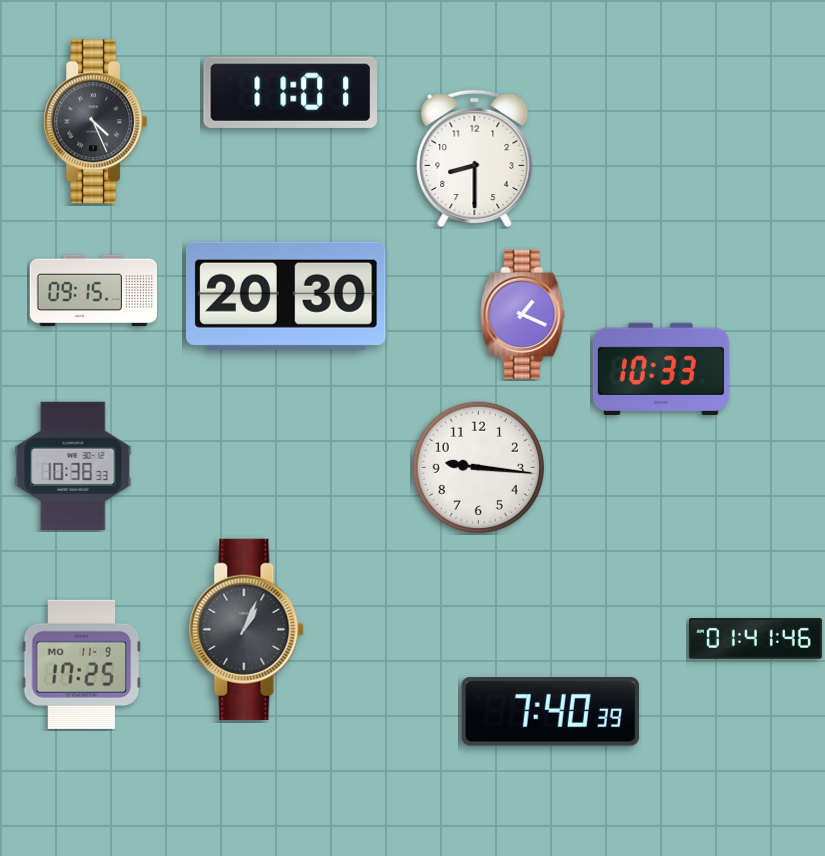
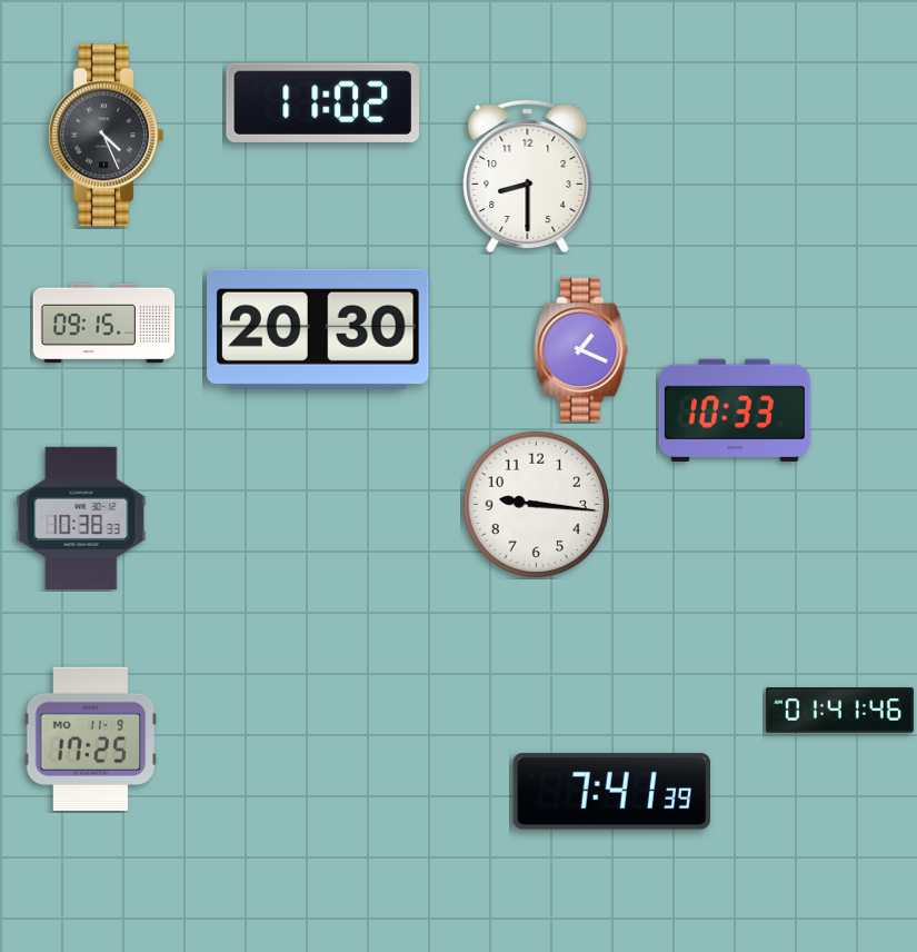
clock at (290, 92): 11:01 -> 11:02
clock at (478, 467) position: (478, 467) -> (536, 504)
clock at (247, 629): 1:04 -> none
clock at (550, 712): 7:40 -> 7:41
